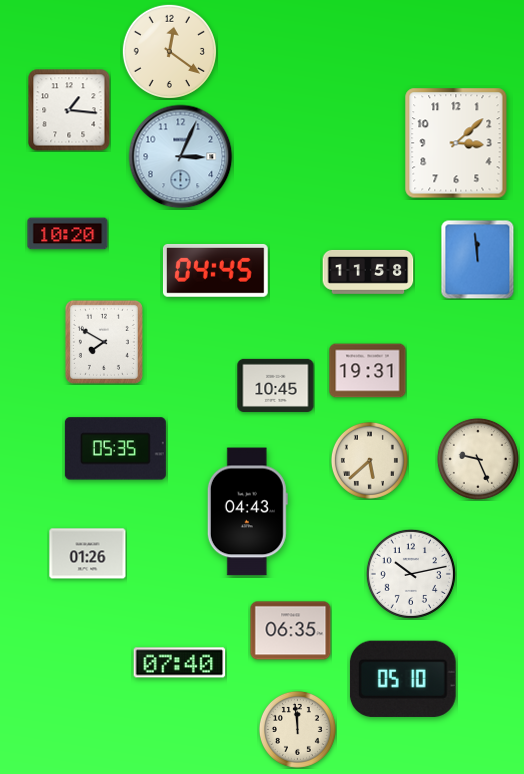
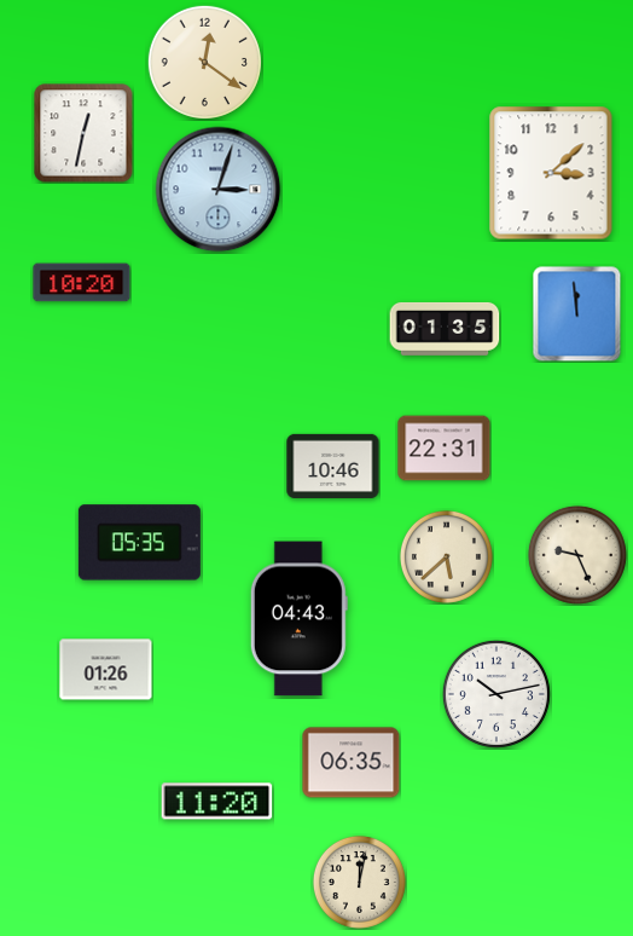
clock at (69, 110): 1:16 -> 12:32
clock at (181, 157): 3:04 -> 3:03
clock at (215, 270): 04:45 -> none
clock at (368, 272): 11:58 -> 01:35
clock at (104, 342): 7:50 -> none
clock at (368, 371): 19:31 -> 22:31
clock at (276, 385): 10:45 -> 10:46
clock at (180, 663): 07:40 -> 11:20
clock at (403, 679): 05:10 -> none
clock at (297, 729): 11:59 -> 12:02
